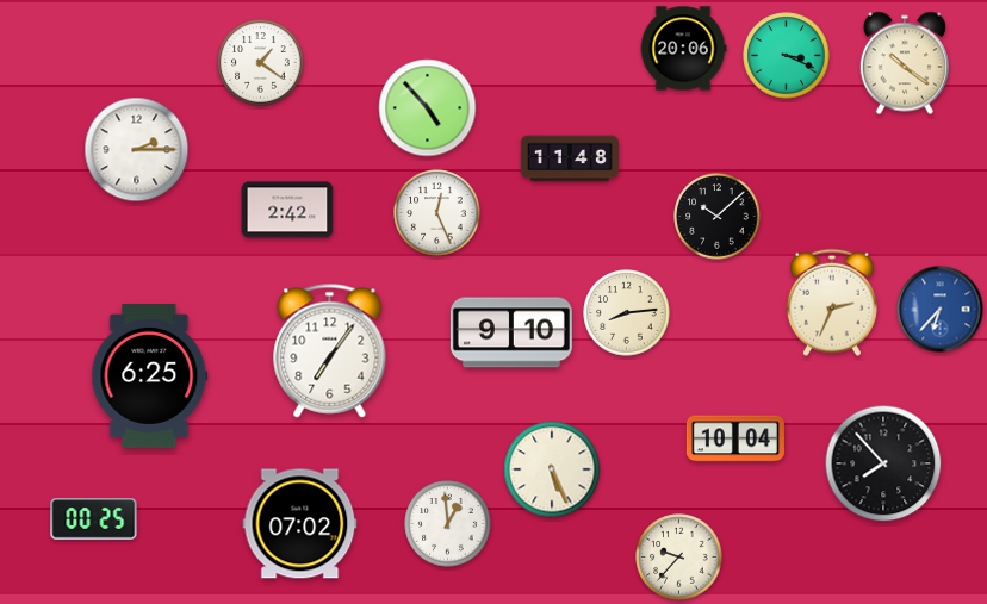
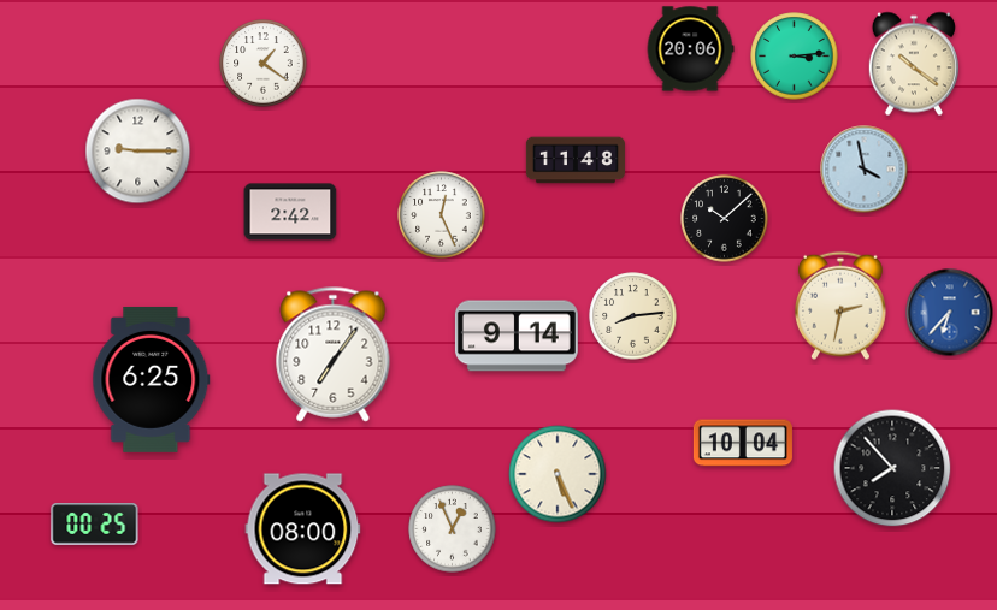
clock at (787, 56): 3:19 -> 3:14
clock at (428, 108): 4:53 -> none
clock at (137, 150): 2:15 -> 9:15
clock at (865, 170): none -> 3:58
clock at (832, 303): 2:34 -> 2:32
clock at (511, 332): 9:10 -> 9:14
clock at (300, 524): 07:02 -> 08:00
clock at (448, 524): 12:59 -> 12:56
clock at (679, 558): 9:37 -> none
